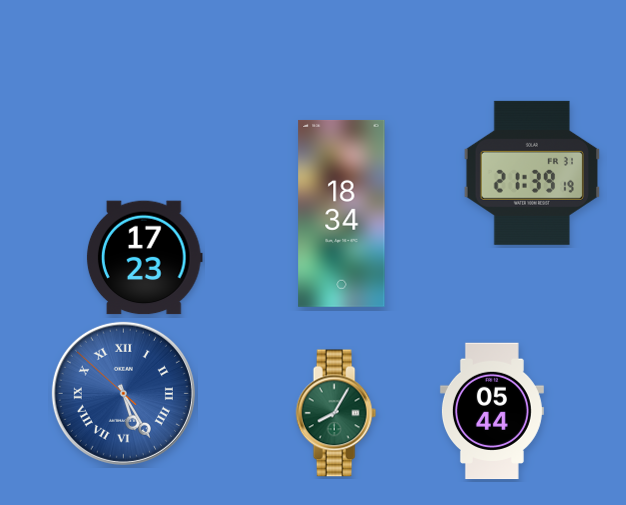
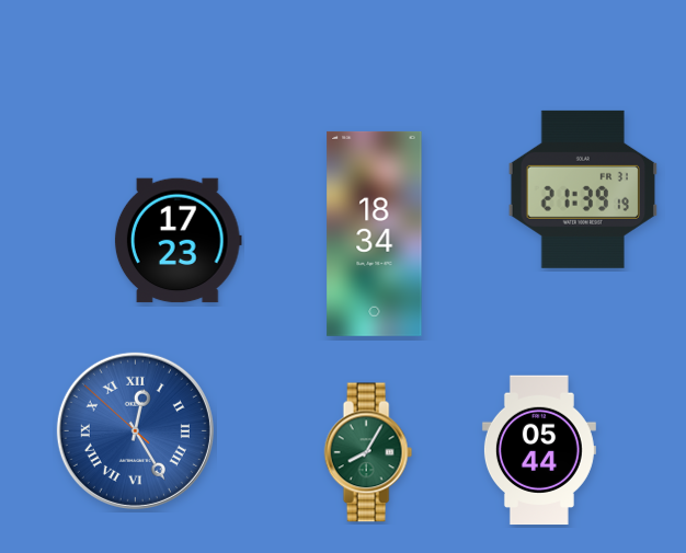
clock at (144, 258) position: (144, 258) -> (178, 241)
clock at (123, 393): 5:24 -> 12:24
